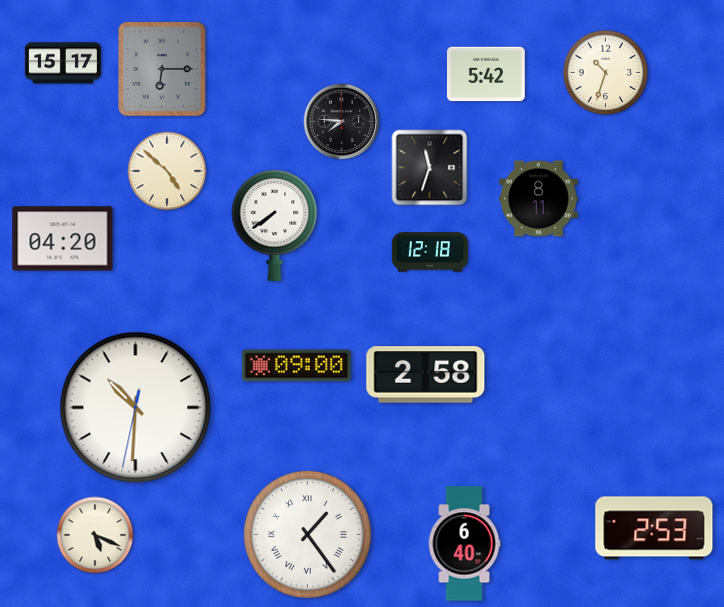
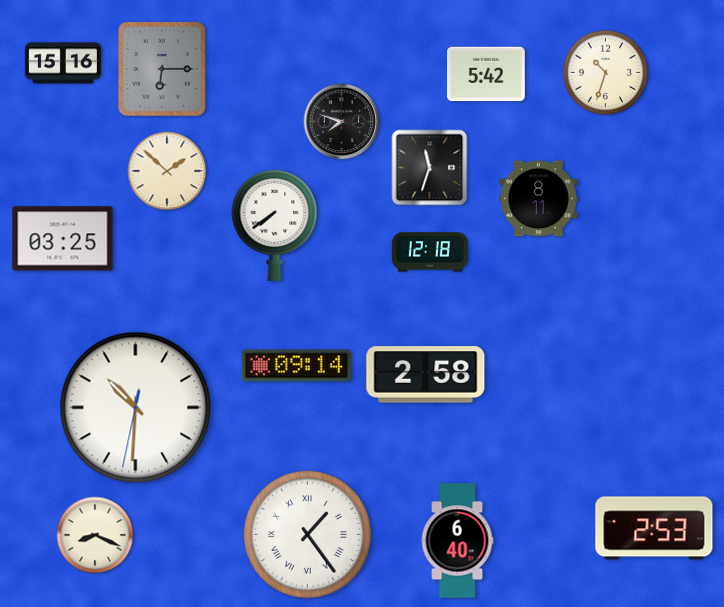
clock at (63, 63): 15:17 -> 15:16
clock at (342, 122): 7:46 -> 7:48
clock at (167, 171): 4:52 -> 1:52
clock at (63, 239): 04:20 -> 03:25
clock at (296, 366): 09:00 -> 09:14
clock at (95, 535): 5:19 -> 8:19
clock at (464, 544) position: (464, 544) -> (457, 541)
